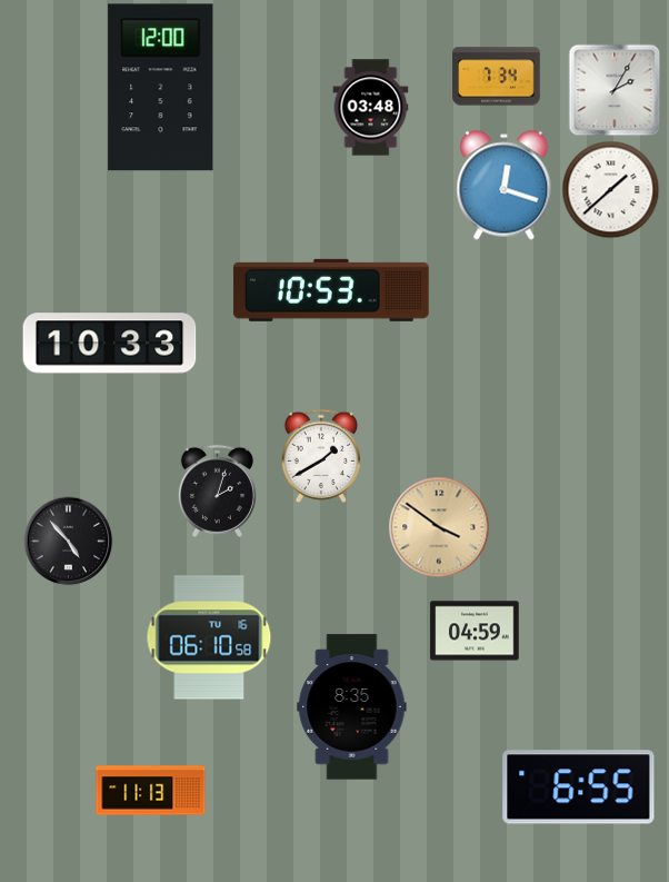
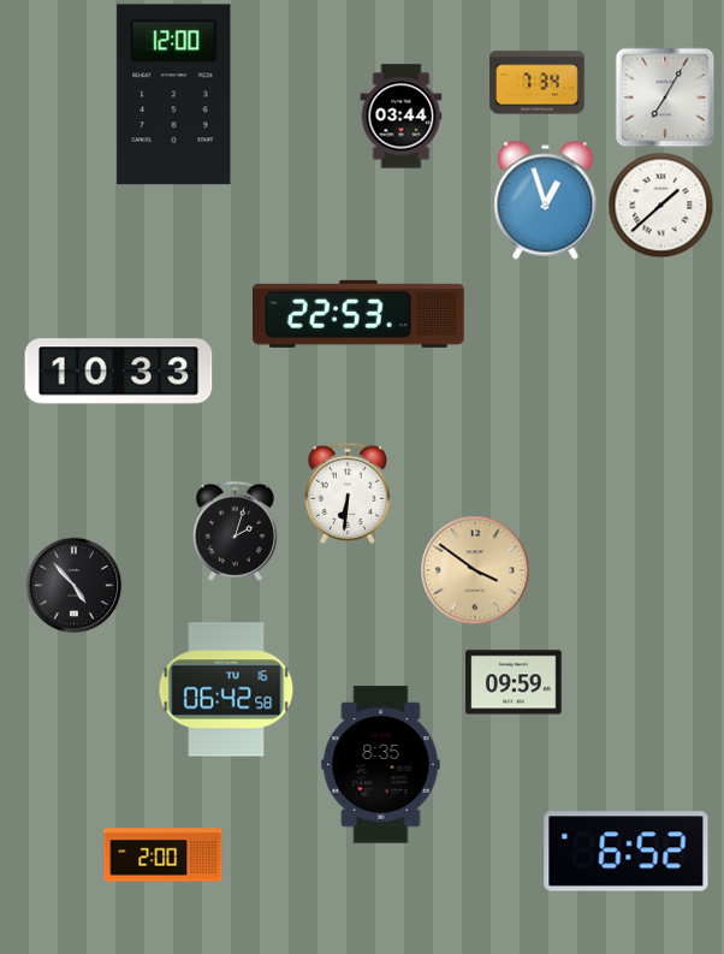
clock at (615, 90): 2:05 -> 7:05
clock at (371, 108): 03:48 -> 03:44
clock at (505, 186): 12:18 -> 12:57
clock at (332, 290): 10:53 -> 22:53
clock at (321, 456): 1:40 -> 6:31
clock at (475, 631): 04:59 -> 09:59
clock at (209, 637): 06:10 -> 06:42
clock at (579, 787): 6:55 -> 6:52
clock at (151, 791): 11:13 -> 2:00
